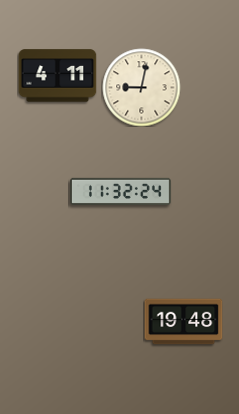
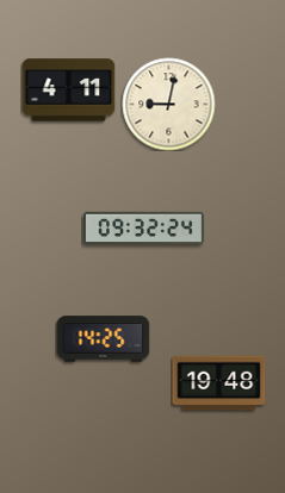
clock at (121, 191): 11:32 -> 09:32
clock at (103, 339): none -> 14:25
